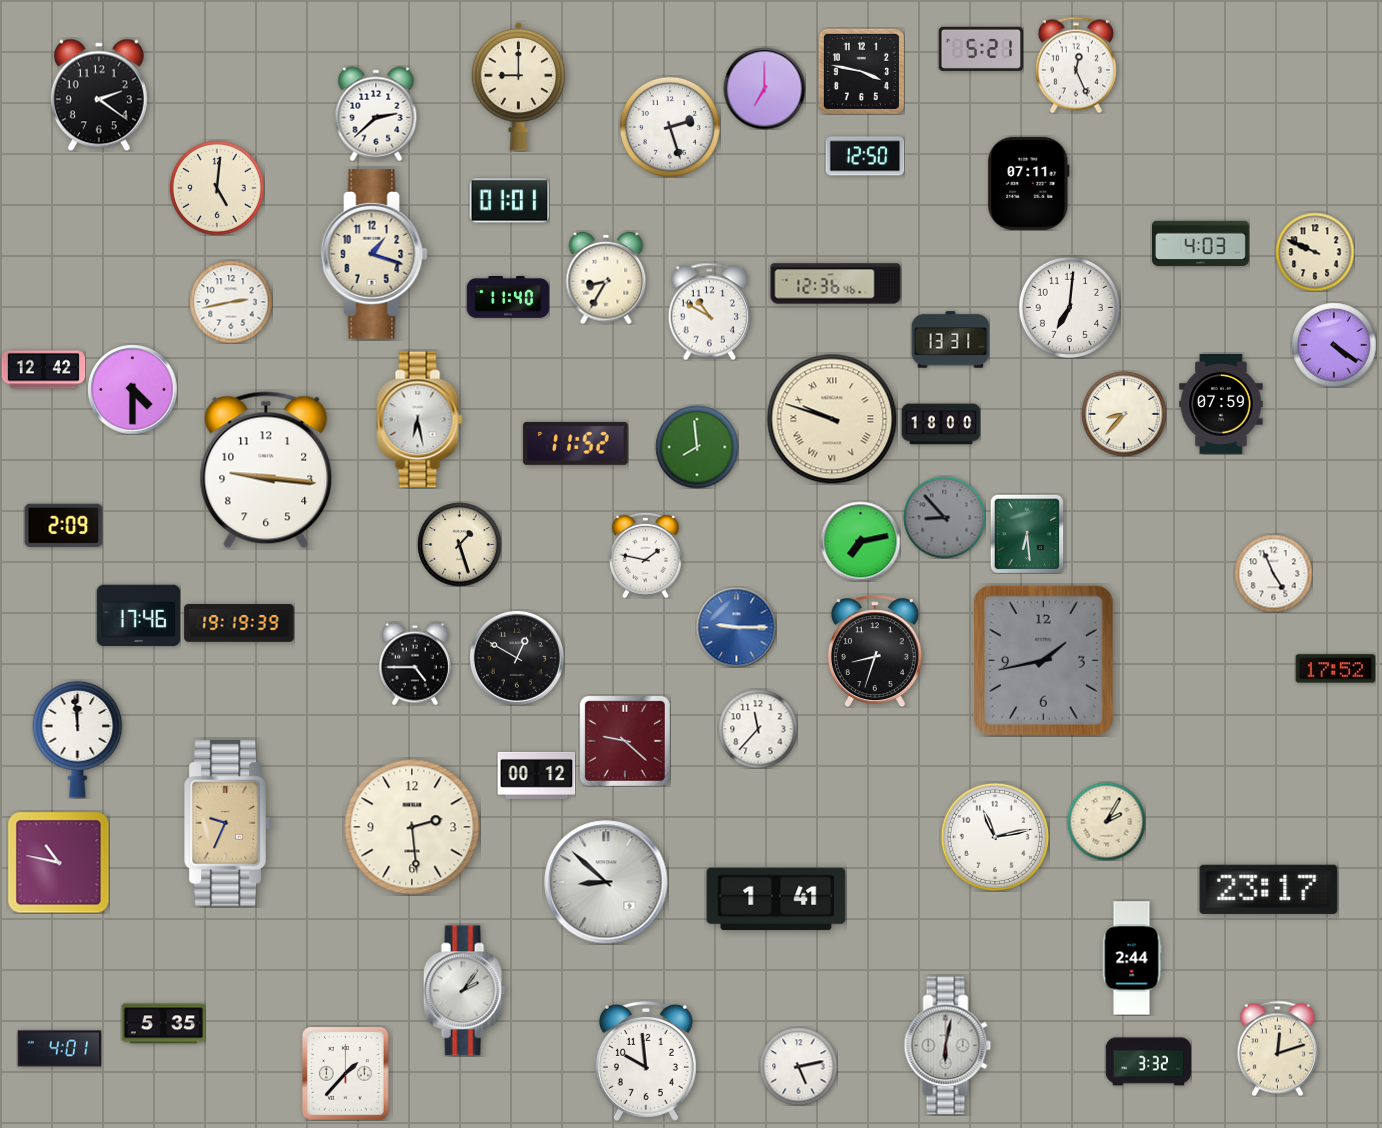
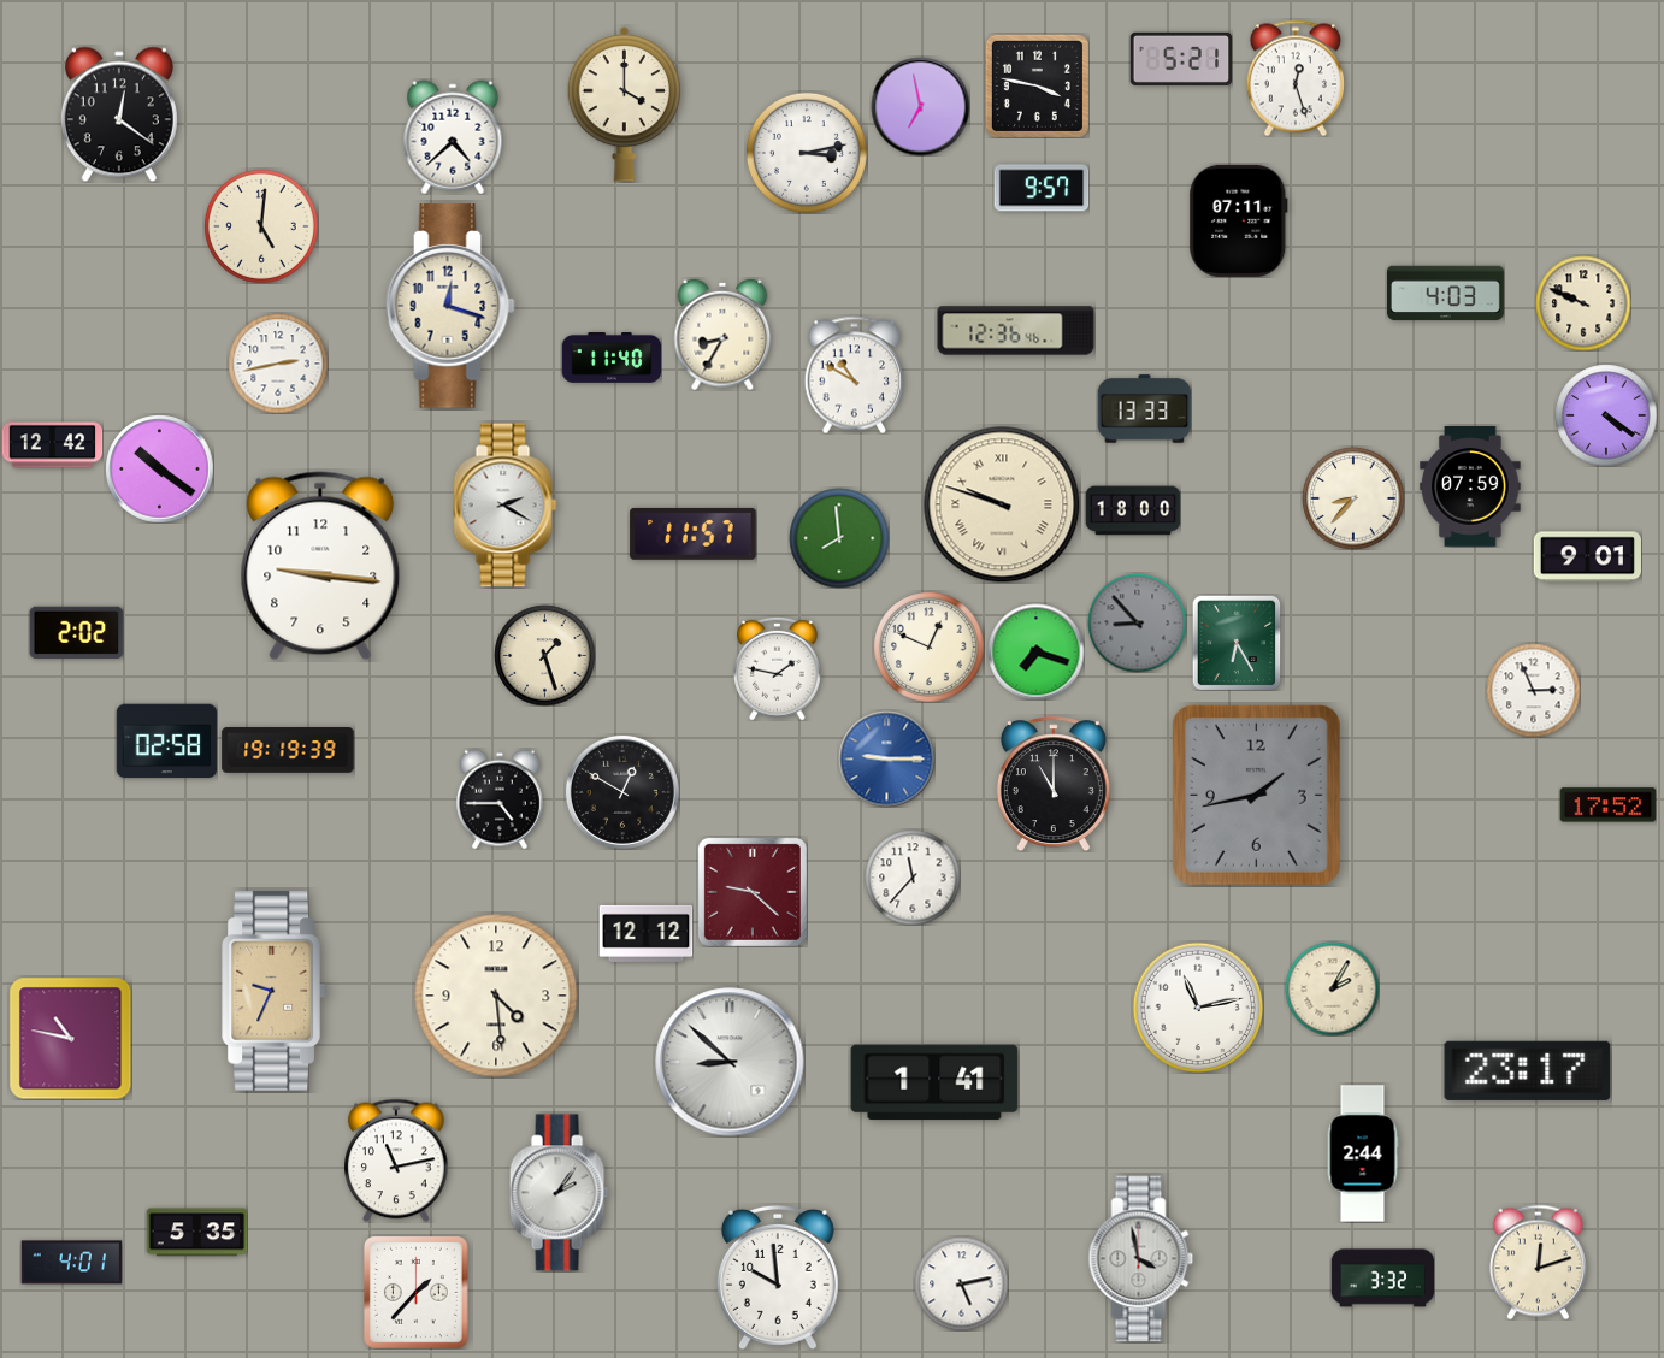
clock at (1076, 65): 12:26 -> 12:27
clock at (519, 86): 9:00 -> 4:00
clock at (764, 88): 7:00 -> 6:58
clock at (99, 95): 2:21 -> 12:21
clock at (376, 114): 2:38 -> 4:38
clock at (670, 127): 2:27 -> 3:13
clock at (865, 156): 12:50 -> 9:57
clock at (509, 201): 01:01 -> none
clock at (374, 254): 1:18 -> 12:18
clock at (606, 278) position: (606, 278) -> (722, 335)
clock at (836, 284) position: (836, 284) -> (1016, 331)
clock at (1069, 307): 7:01 -> none
clock at (950, 340): 13:31 -> 13:33
clock at (132, 389): 4:30 -> 10:21
clock at (420, 420): 6:28 -> 2:20
clock at (576, 443): 11:52 -> 11:57
clock at (1587, 557): none -> 9:01
clock at (63, 525): 2:09 -> 2:02
clock at (1027, 534): 6:29 -> 6:25
clock at (928, 646): none -> 12:49
clock at (860, 541): 7:13 -> 7:18
clock at (459, 544) position: (459, 544) -> (544, 655)
clock at (1273, 573): 4:56 -> 2:56
clock at (138, 616): 17:46 -> 02:58
clock at (736, 627) position: (736, 627) -> (886, 758)
clock at (875, 651): 8:33 -> 11:00
clock at (78, 739): 11:59 -> none
clock at (536, 775): 00:12 -> 12:12
clock at (412, 827): 2:29 -> 4:29
clock at (397, 1161): none -> 11:13
clock at (948, 1046): 6:02 -> 3:58
